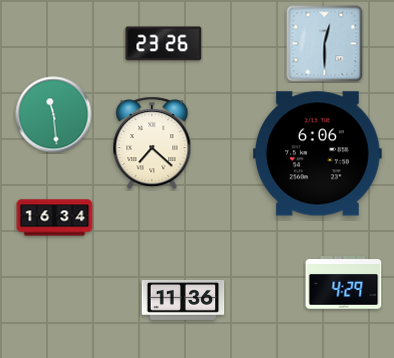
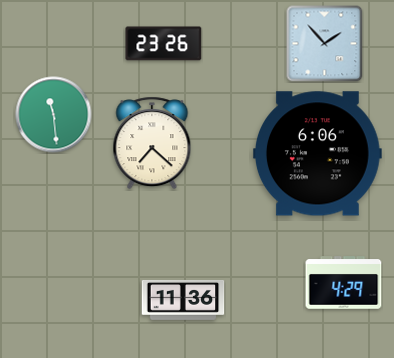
clock at (325, 44): 12:30 -> 1:53
clock at (55, 218): 16:34 -> none
